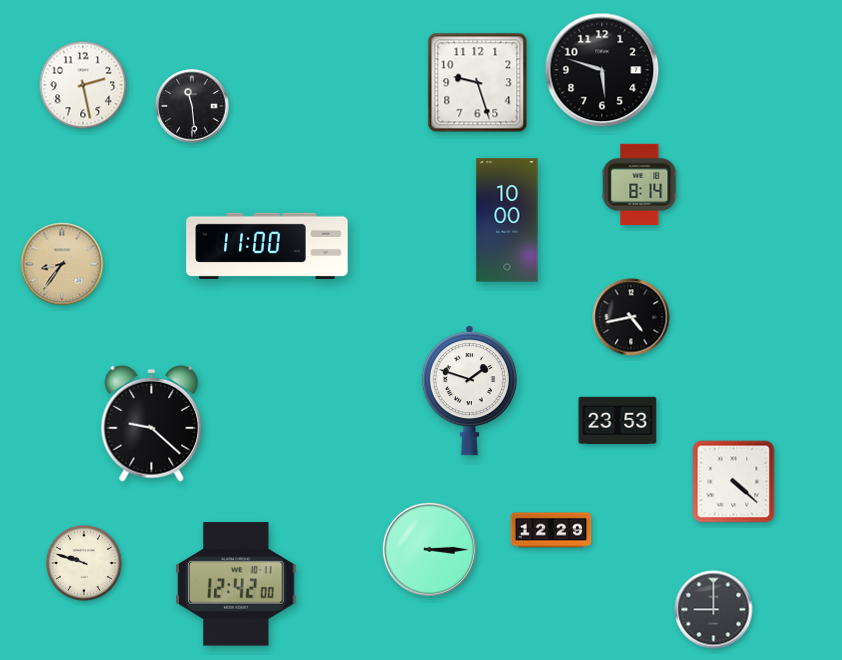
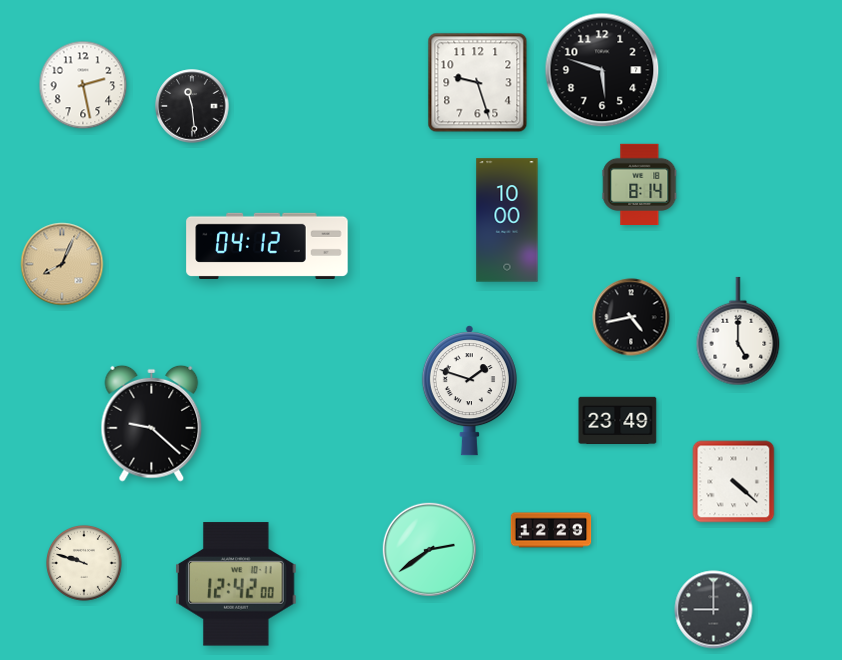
clock at (267, 246): 11:00 -> 04:12
clock at (62, 264): 8:36 -> 8:04
clock at (738, 331): none -> 5:00
clock at (618, 420): 23:53 -> 23:49
clock at (429, 549): 3:15 -> 2:39
